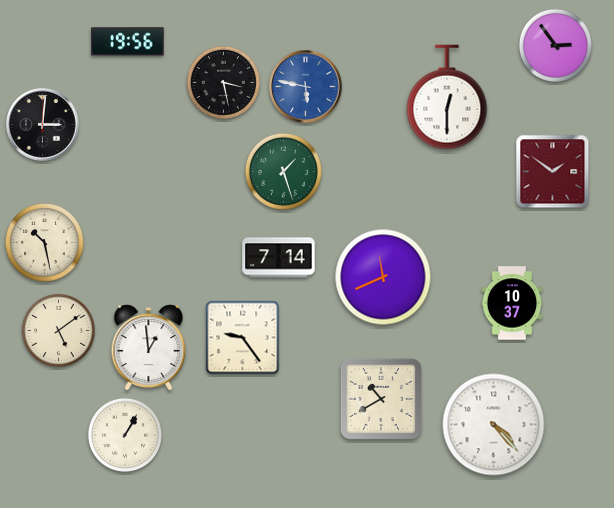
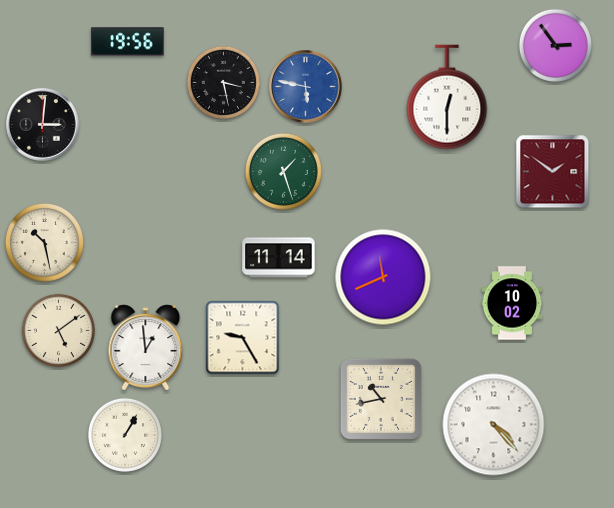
clock at (279, 258): 7:14 -> 11:14
clock at (512, 303): 10:37 -> 10:02
clock at (243, 338): 9:24 -> 9:25
clock at (149, 348) position: (149, 348) -> (146, 348)
clock at (381, 399): 10:40 -> 10:43
